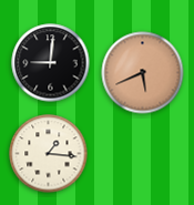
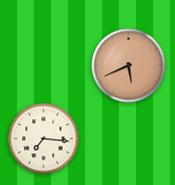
clock at (51, 63): 9:01 -> none
clock at (49, 154): 1:16 -> 7:16
